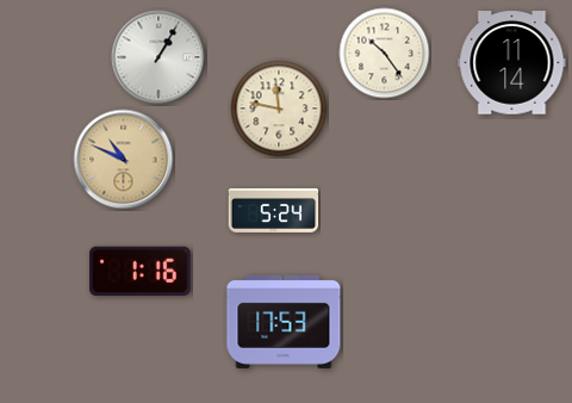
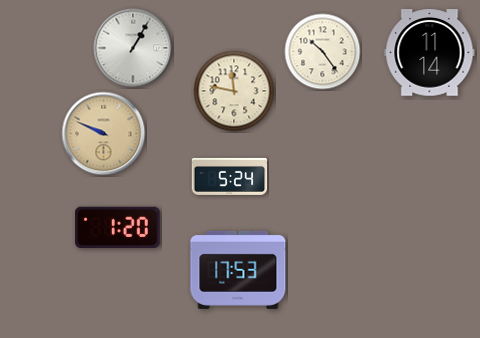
clock at (385, 54) position: (385, 54) -> (323, 52)
clock at (124, 160): 10:49 -> 9:49
clock at (141, 271): 1:16 -> 1:20
